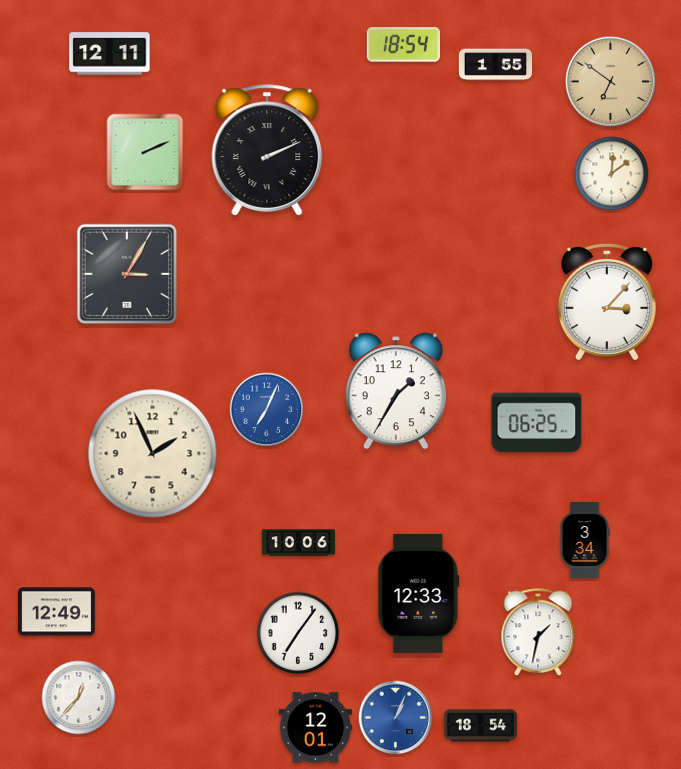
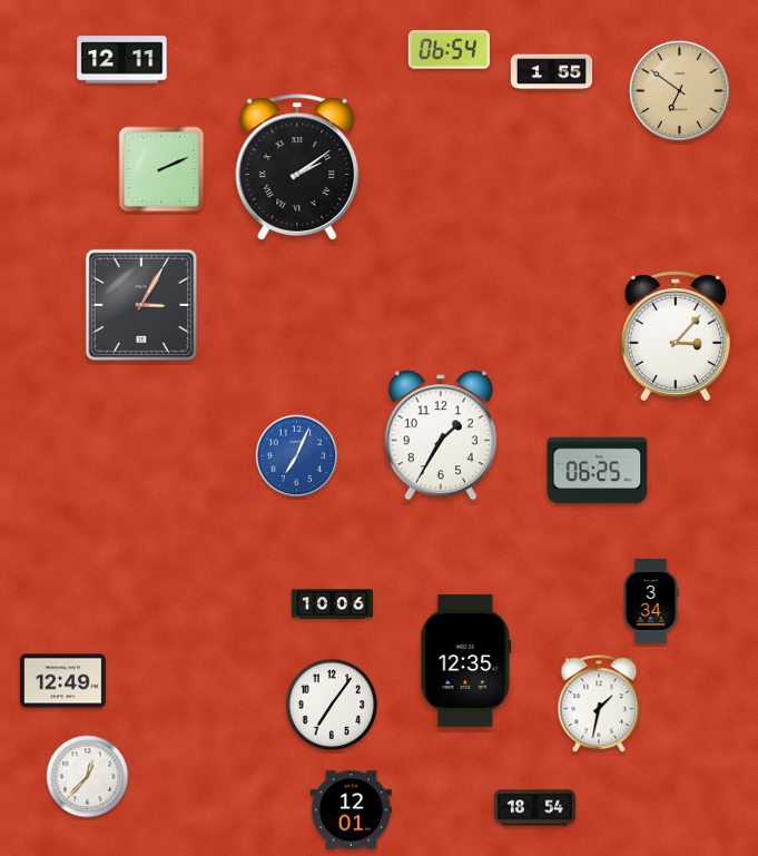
clock at (403, 45): 18:54 -> 06:54
clock at (267, 150): 2:11 -> 2:09
clock at (612, 174): 12:09 -> none
clock at (153, 454): 1:56 -> none
clock at (419, 593): 12:33 -> 12:35
clock at (396, 718): 1:04 -> none
